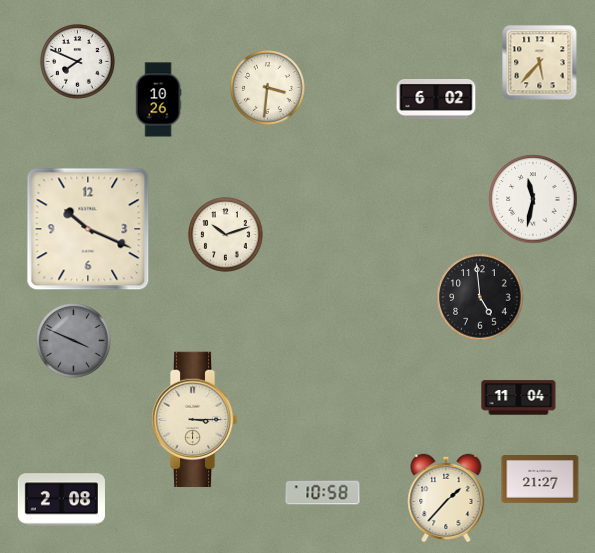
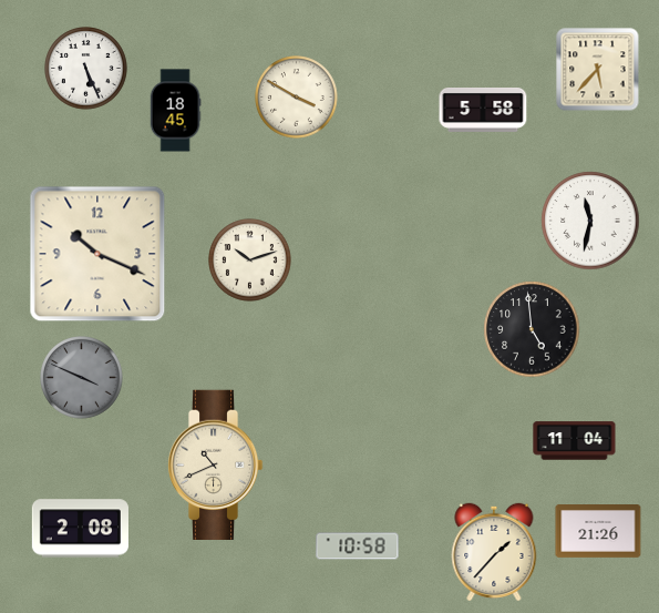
clock at (78, 62): 7:49 -> 5:26
clock at (268, 88): 3:31 -> 3:50
clock at (158, 100): 10:26 -> 18:45
clock at (436, 100): 6:02 -> 5:58
clock at (194, 420): 3:15 -> 10:41
clock at (540, 480): 21:27 -> 21:26
clock at (61, 500) position: (61, 500) -> (80, 529)
